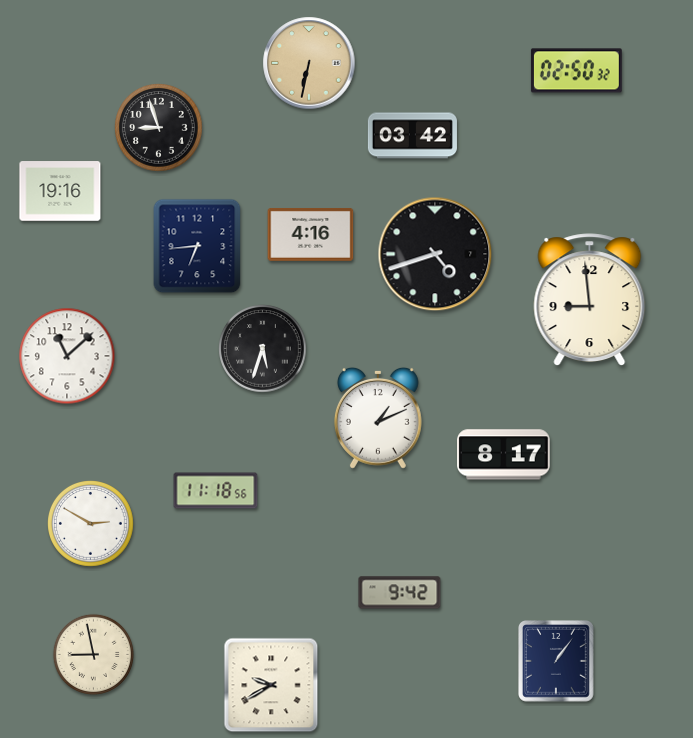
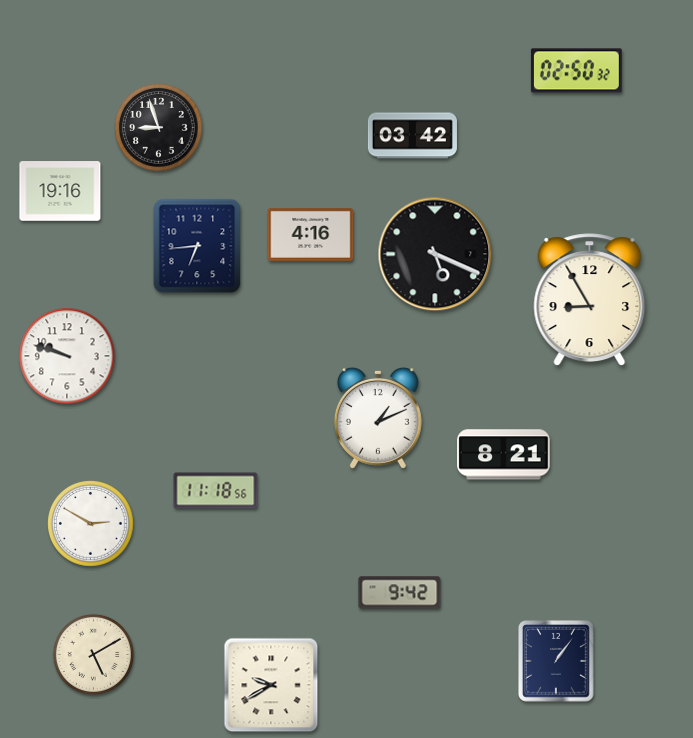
clock at (309, 63): 6:32 -> none
clock at (435, 254): 4:42 -> 5:19
clock at (590, 300): 8:59 -> 8:55
clock at (263, 349): 5:33 -> none
clock at (67, 356): 11:08 -> 9:48
clock at (504, 455): 8:17 -> 8:21
clock at (93, 654): 8:58 -> 5:10
